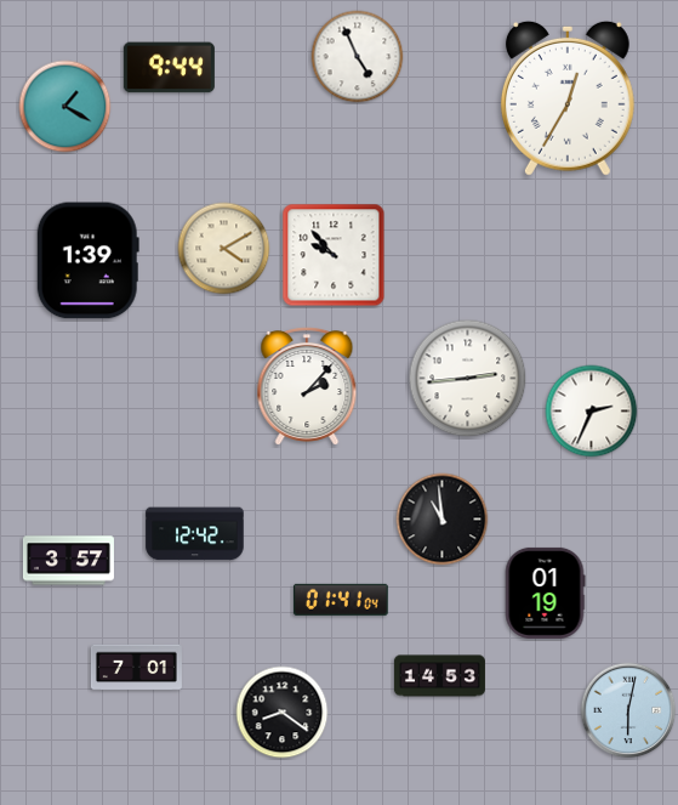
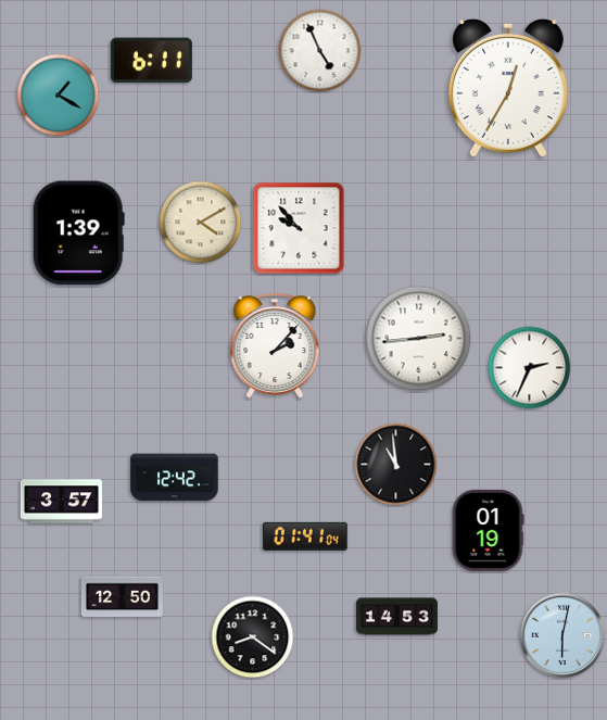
clock at (169, 68): 9:44 -> 6:11
clock at (136, 668): 7:01 -> 12:50
clock at (439, 676) position: (439, 676) -> (396, 617)
